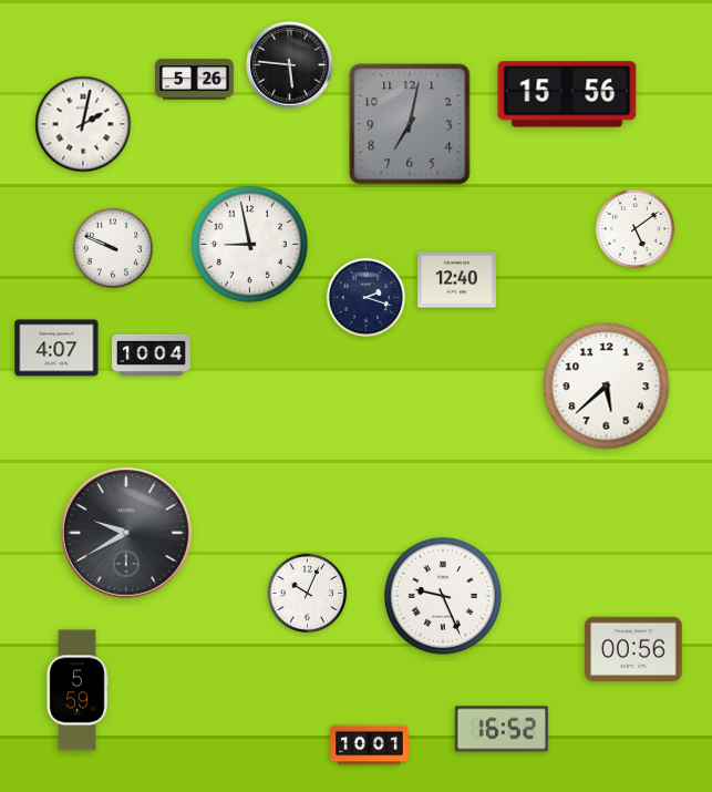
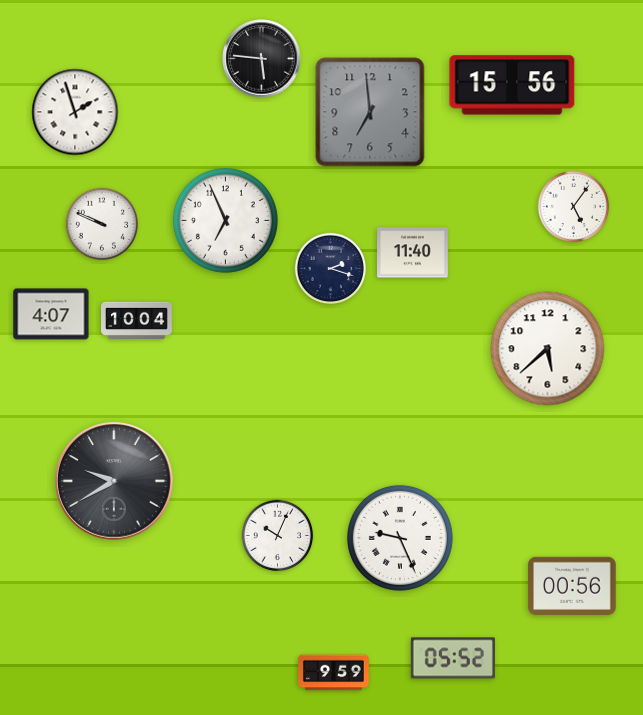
clock at (195, 80): 5:26 -> none
clock at (83, 124): 2:02 -> 1:57
clock at (410, 124): 7:02 -> 6:59
clock at (636, 229): 5:09 -> 5:06
clock at (249, 244): 8:58 -> 6:56
clock at (457, 280): 12:40 -> 11:40
clock at (78, 690): 5:59 -> none
clock at (502, 729): 16:52 -> 05:52
clock at (370, 745): 10:01 -> 9:59
